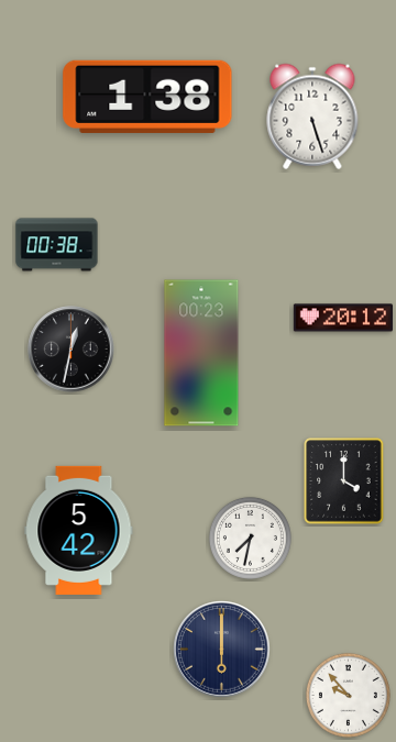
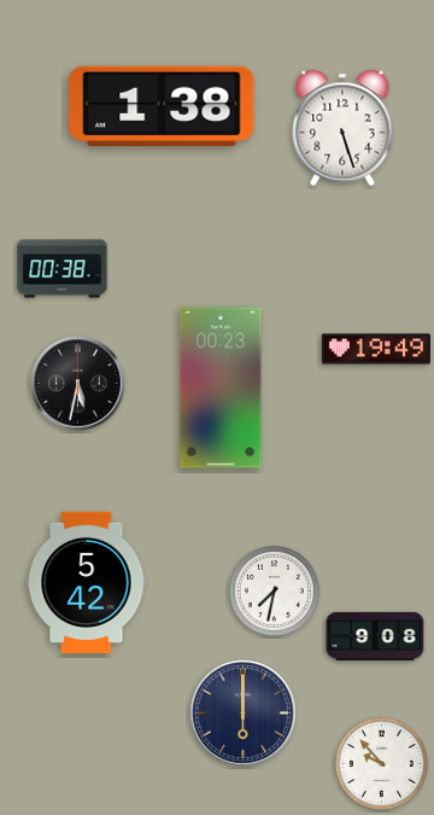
clock at (343, 318): 20:12 -> 19:49
clock at (71, 350): 12:32 -> 5:32
clock at (344, 481): 4:00 -> none
clock at (375, 635): none -> 9:08
